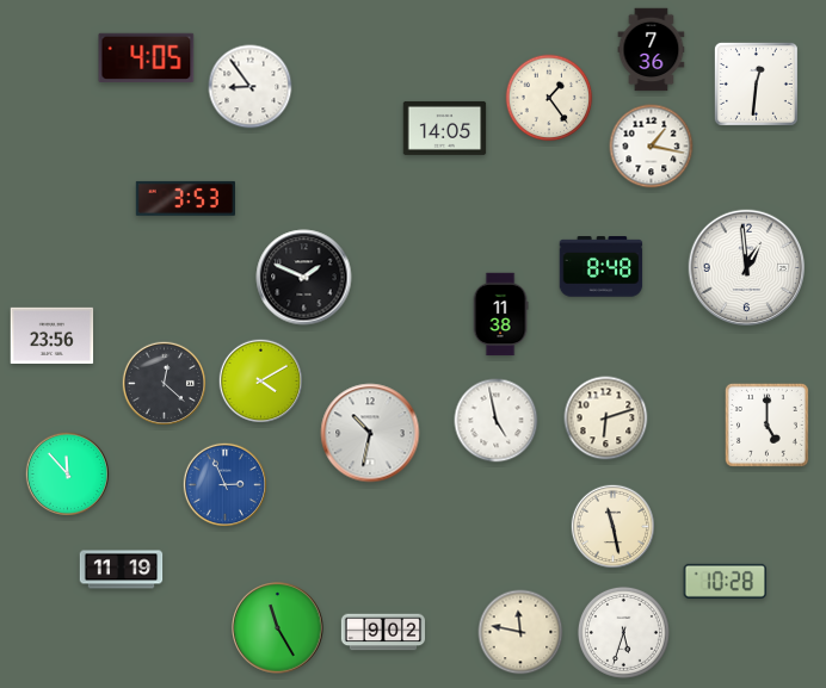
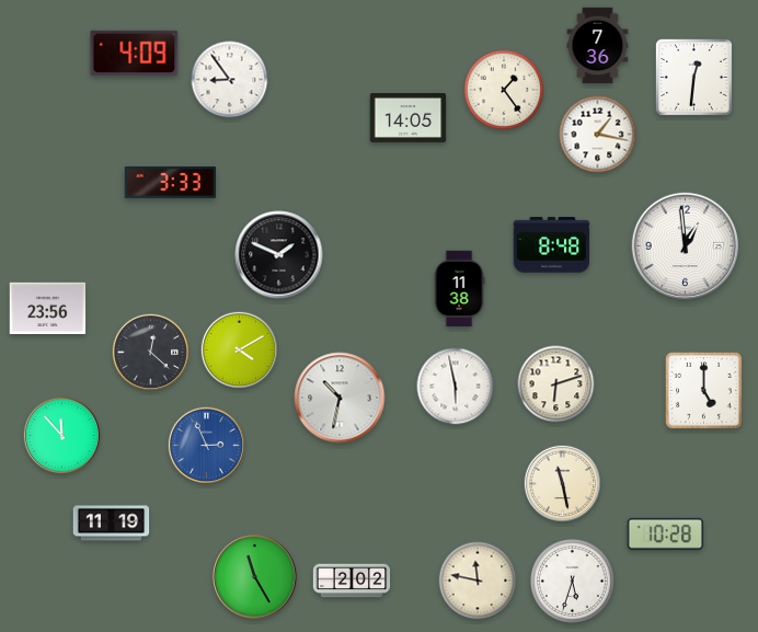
clock at (147, 57): 4:05 -> 4:09
clock at (185, 198): 3:53 -> 3:33
clock at (497, 421): 4:58 -> 5:58
clock at (383, 632): 9:02 -> 2:02
